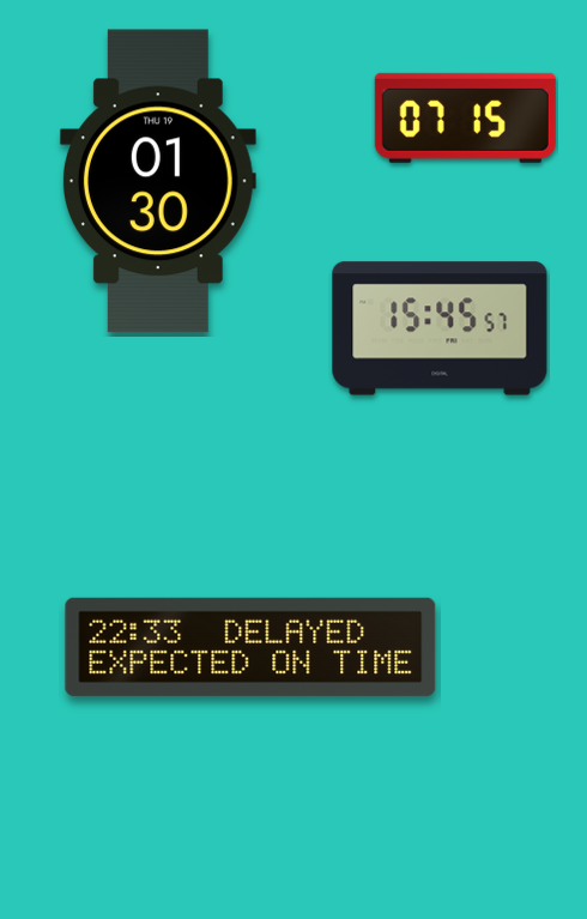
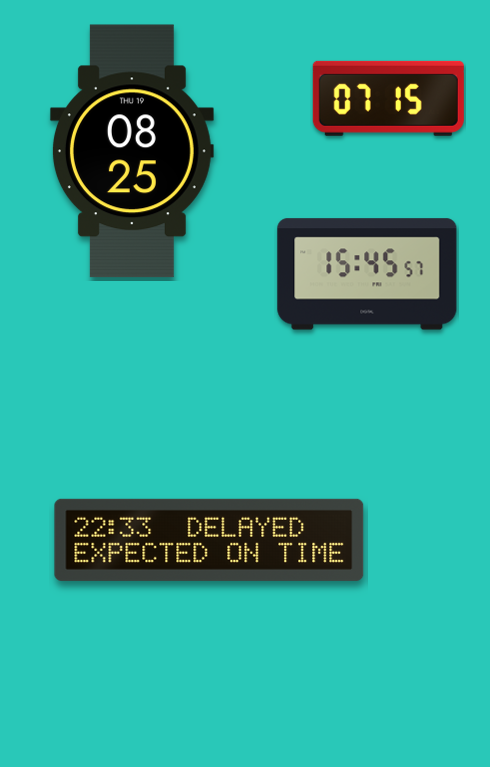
clock at (158, 181): 01:30 -> 08:25
